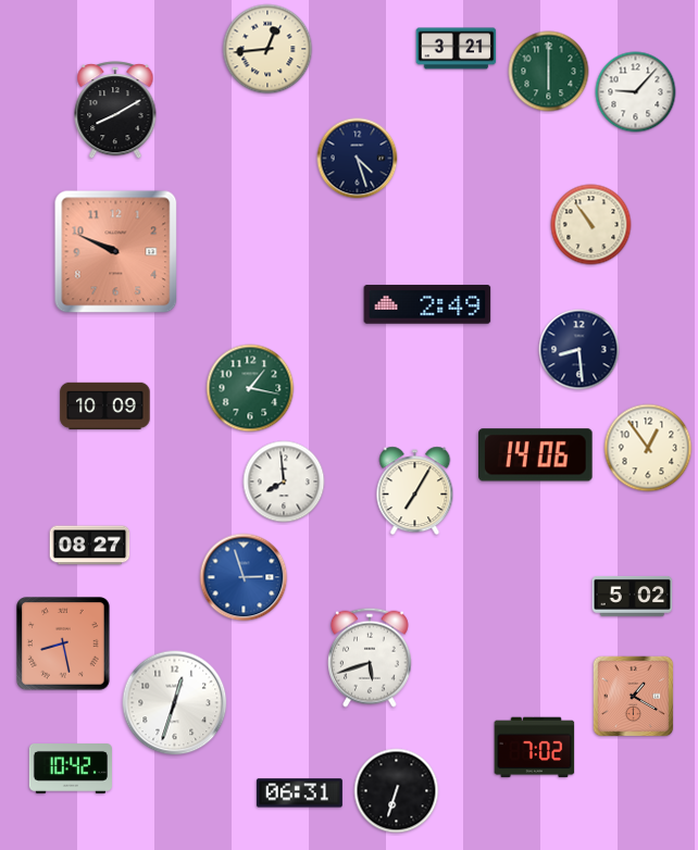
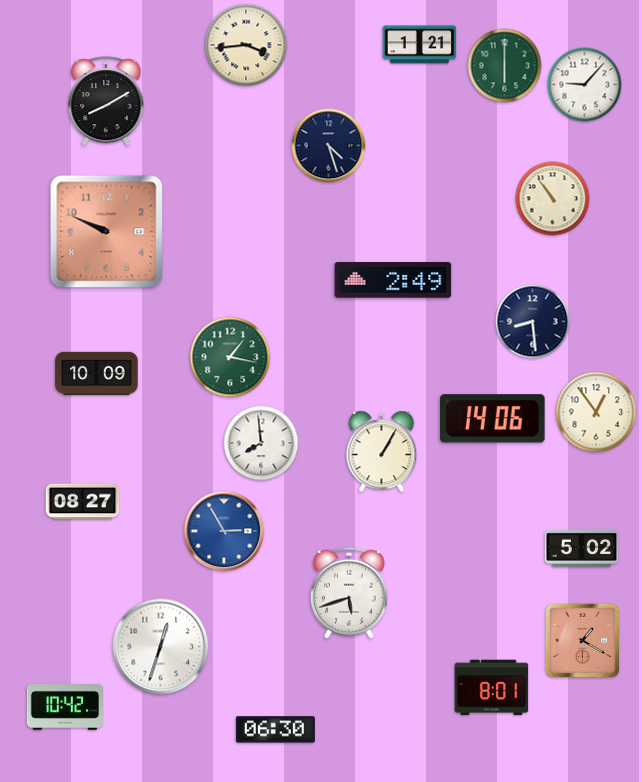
clock at (267, 49): 12:44 -> 3:44
clock at (457, 49): 3:21 -> 1:21
clock at (591, 225) position: (591, 225) -> (553, 199)
clock at (415, 491): 7:05 -> 1:05
clock at (244, 577): 2:57 -> 2:55
clock at (63, 643): 8:28 -> none
clock at (371, 658) position: (371, 658) -> (350, 593)
clock at (535, 748): 7:02 -> 8:01
clock at (397, 791): 6:33 -> none
clock at (299, 793): 06:31 -> 06:30
